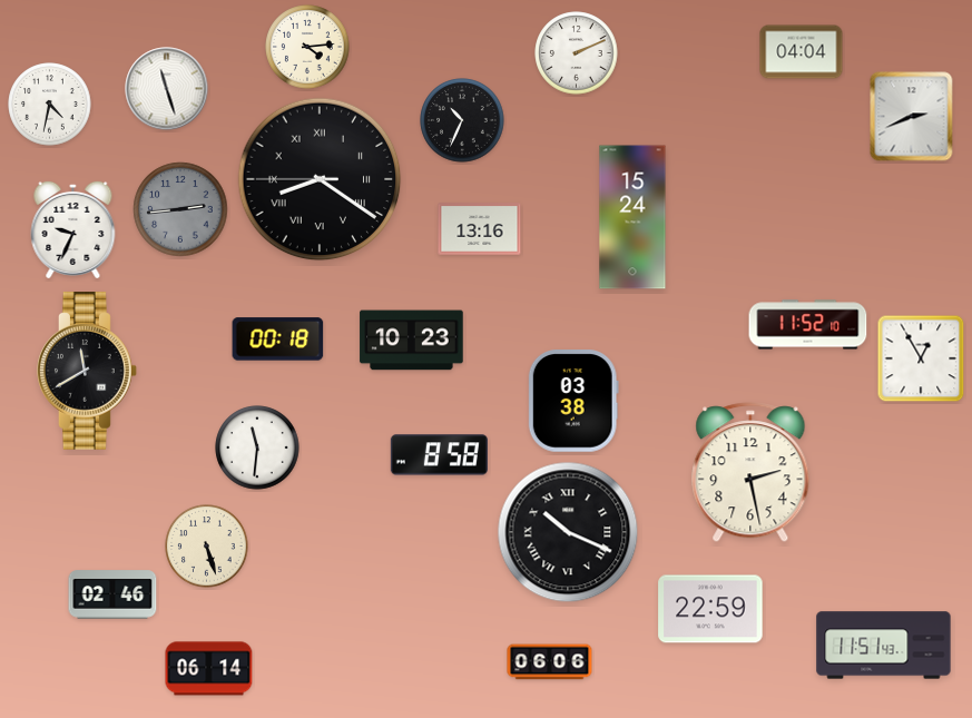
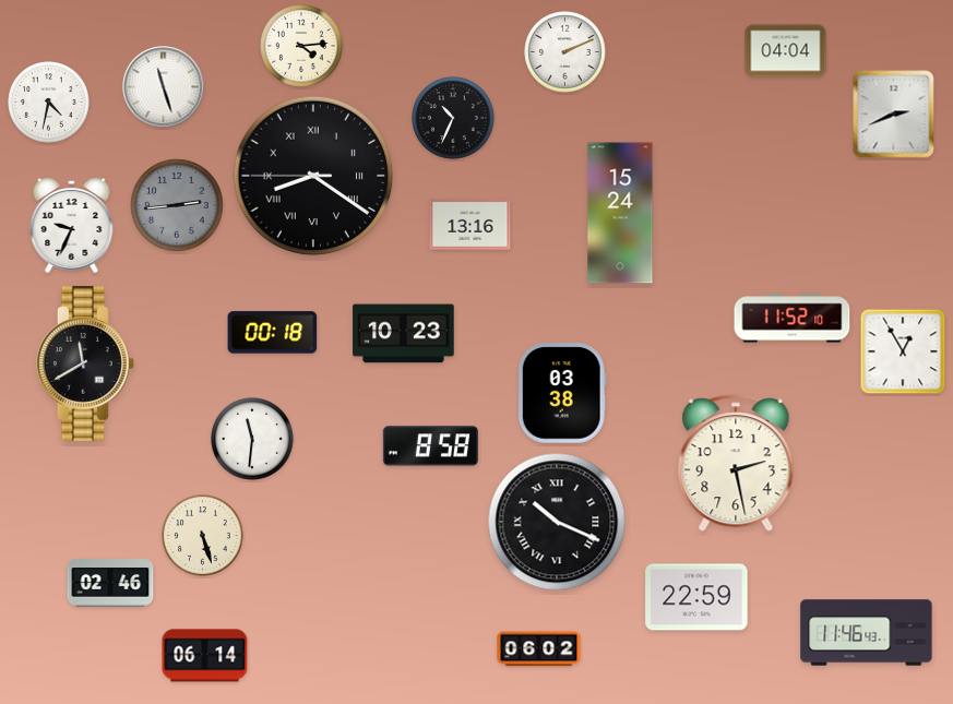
clock at (884, 646): 11:51 -> 11:46
clock at (550, 662): 06:06 -> 06:02
